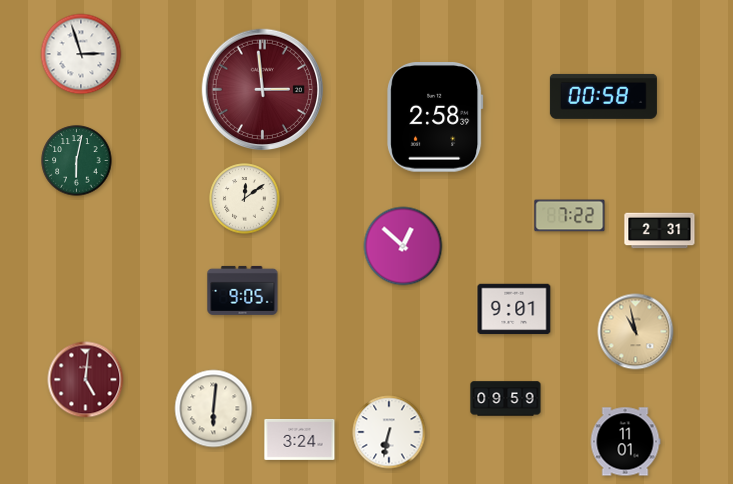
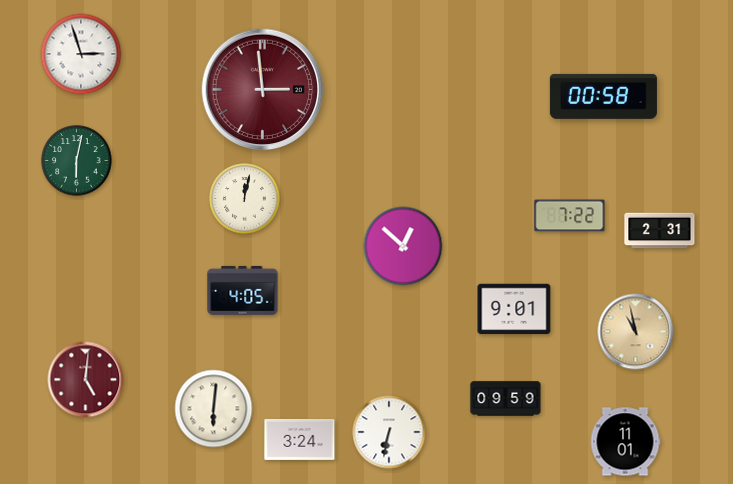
clock at (435, 117): 2:58 -> none
clock at (245, 199): 12:09 -> 12:02
clock at (243, 290): 9:05 -> 4:05
